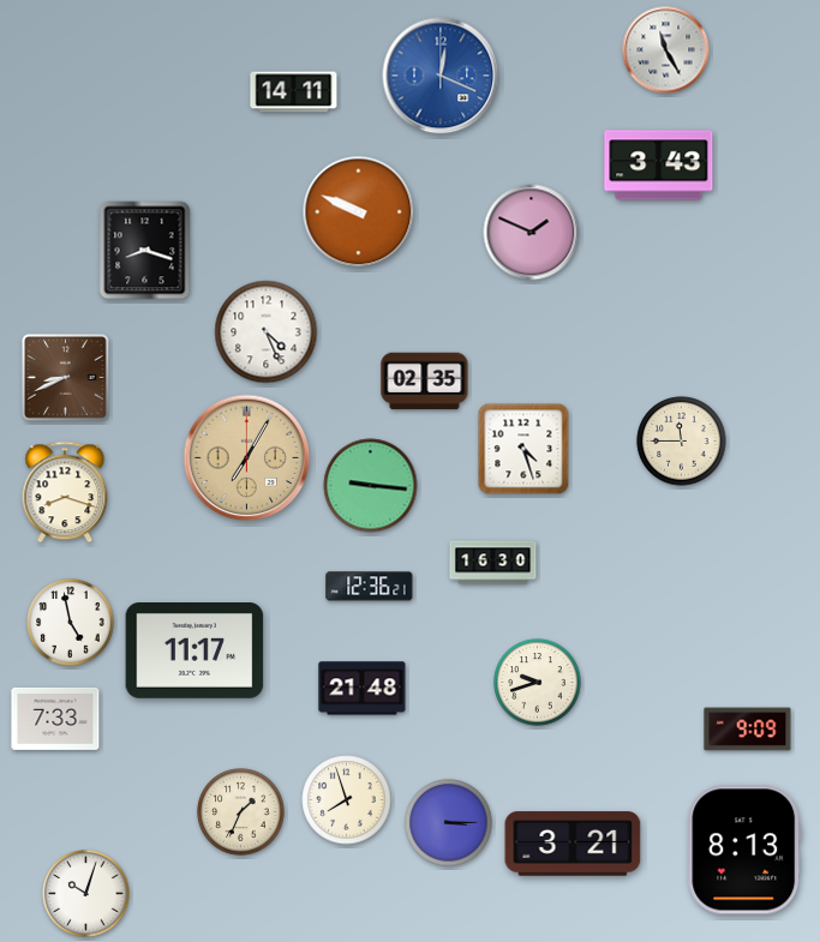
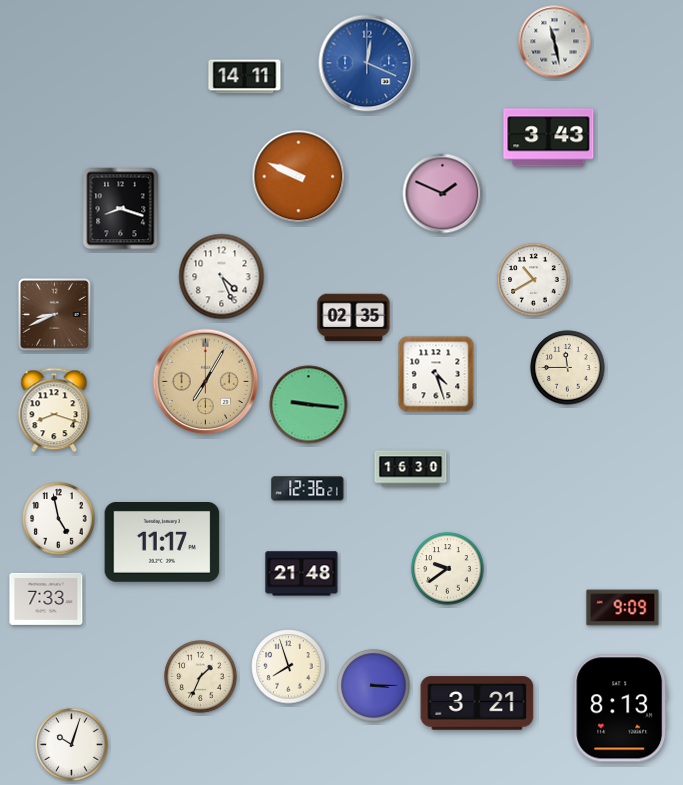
clock at (666, 50): 11:25 -> 11:28
clock at (534, 280): none -> 10:40
clock at (538, 683): 9:42 -> 9:39
